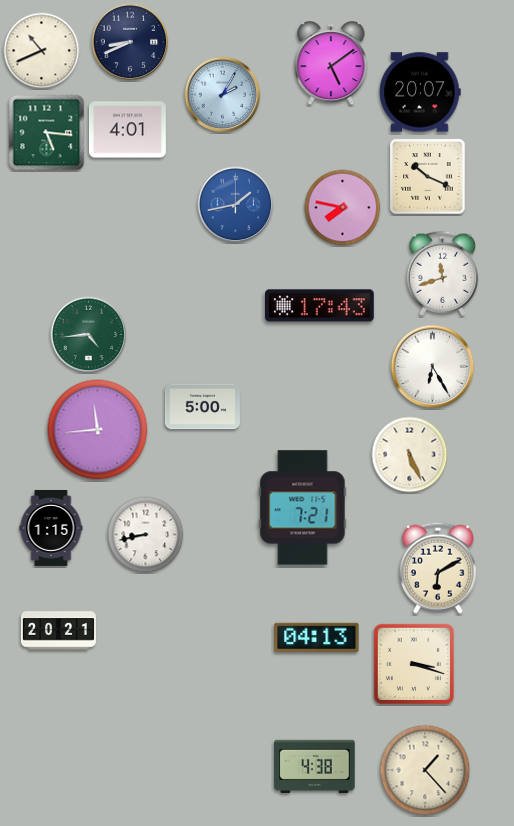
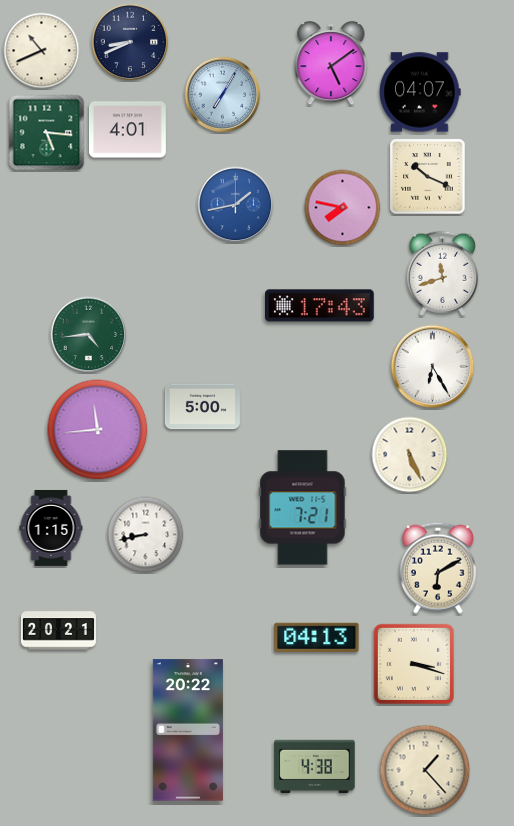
clock at (420, 92): 20:07 -> 04:07
clock at (223, 95): 2:05 -> 7:05
clock at (188, 730): none -> 20:22
